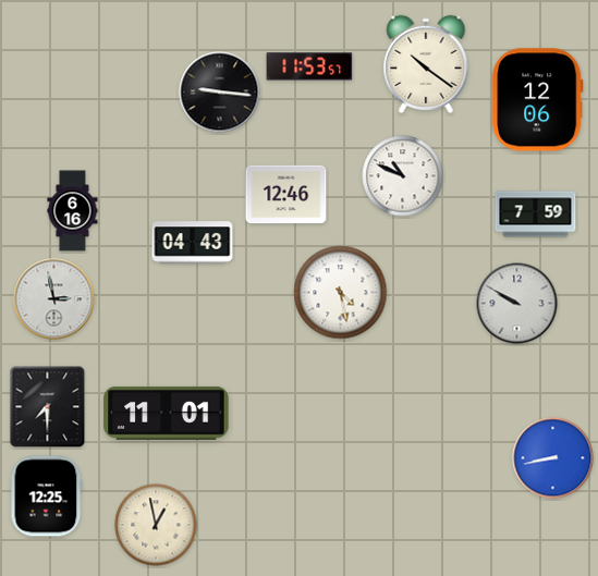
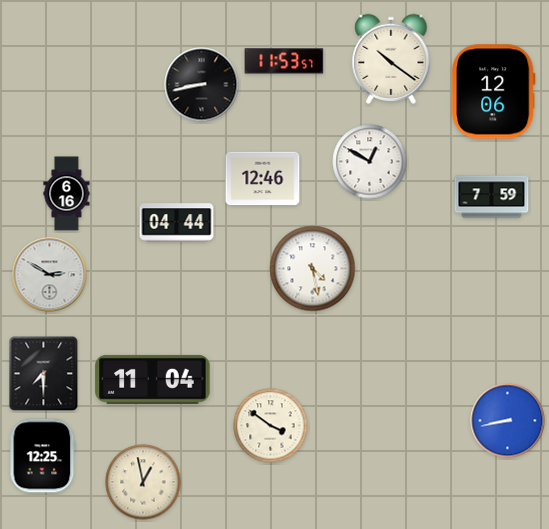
clock at (220, 93): 9:16 -> 8:43
clock at (403, 176): 10:49 -> 12:50
clock at (193, 243): 04:43 -> 04:44
clock at (54, 299): 2:58 -> 2:50
clock at (517, 304): 9:50 -> none
clock at (167, 413): 11:01 -> 11:04
clock at (271, 426): none -> 3:51
